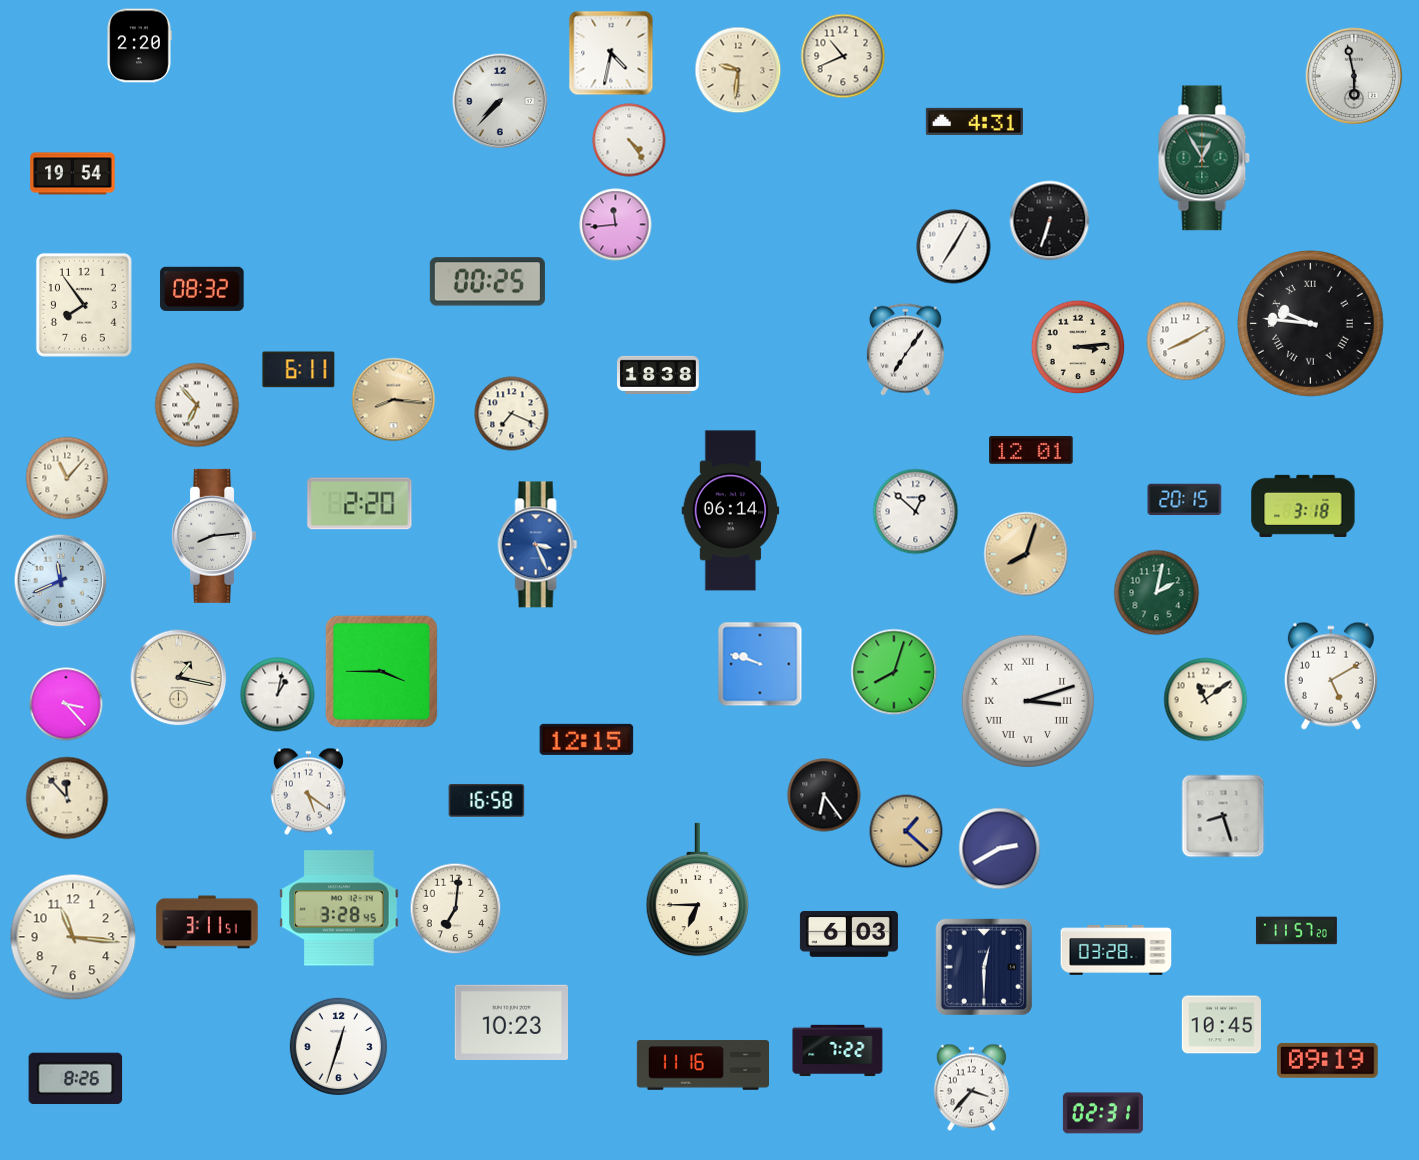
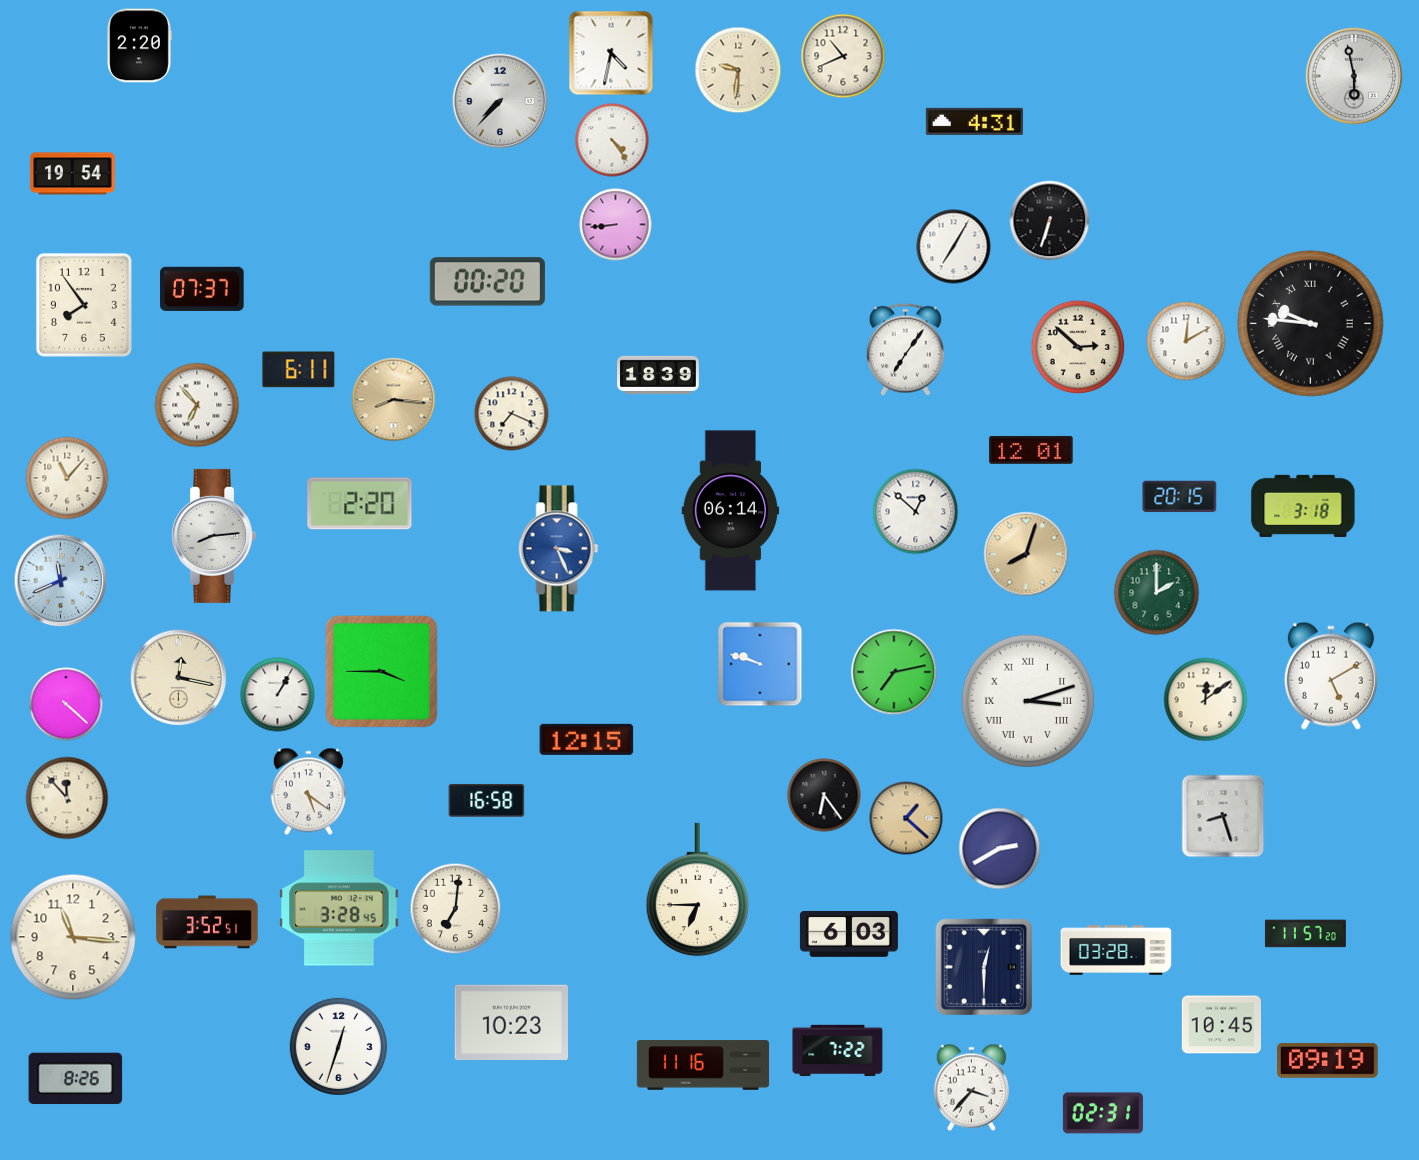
clock at (629, 140) position: (629, 140) -> (612, 140)
clock at (1204, 158): 12:55 -> none
clock at (616, 225): 11:44 -> 8:44
clock at (487, 282): 00:25 -> 00:20
clock at (202, 289): 08:32 -> 07:37
clock at (1186, 341): 8:10 -> 12:10
clock at (1078, 347): 3:14 -> 2:52
clock at (658, 375): 18:38 -> 18:39
clock at (1185, 500) position: (1185, 500) -> (1180, 497)
clock at (538, 545) position: (538, 545) -> (559, 549)
clock at (1157, 593): 2:02 -> 2:00
clock at (894, 672): 8:03 -> 7:13
clock at (179, 678): 1:17 -> 12:17
clock at (278, 695): 1:02 -> 1:05
clock at (1206, 700): 11:09 -> 12:09
clock at (66, 704): 3:23 -> 4:22
clock at (906, 831) position: (906, 831) -> (906, 818)
clock at (207, 922): 3:11 -> 3:52
clock at (1296, 931) position: (1296, 931) -> (1305, 934)
